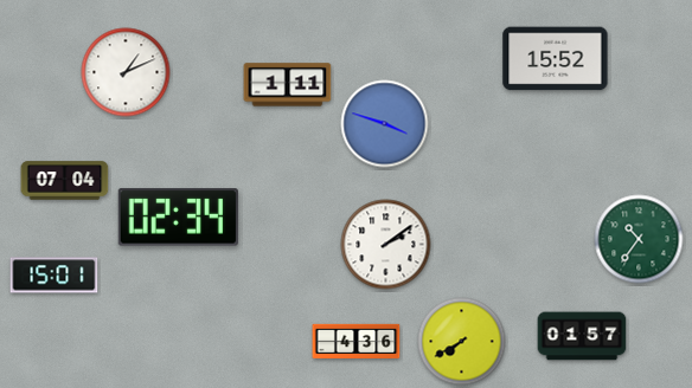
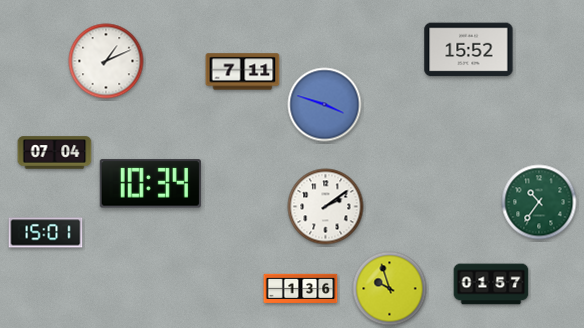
clock at (288, 85): 1:11 -> 7:11
clock at (178, 218): 02:34 -> 10:34
clock at (357, 342): 4:36 -> 1:36
clock at (462, 342): 7:40 -> 9:57
